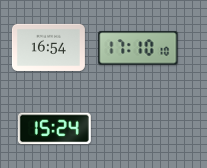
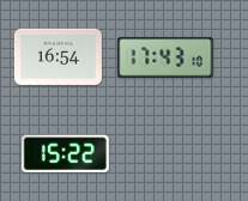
clock at (138, 48): 17:10 -> 17:43
clock at (54, 129): 15:24 -> 15:22
